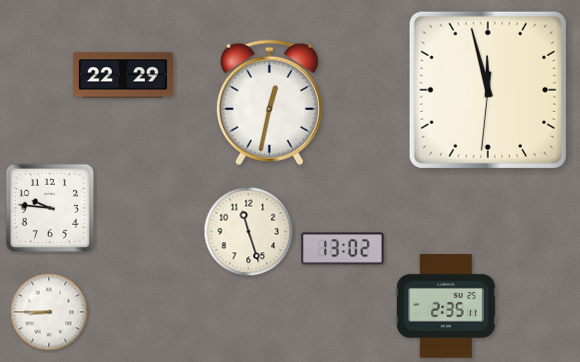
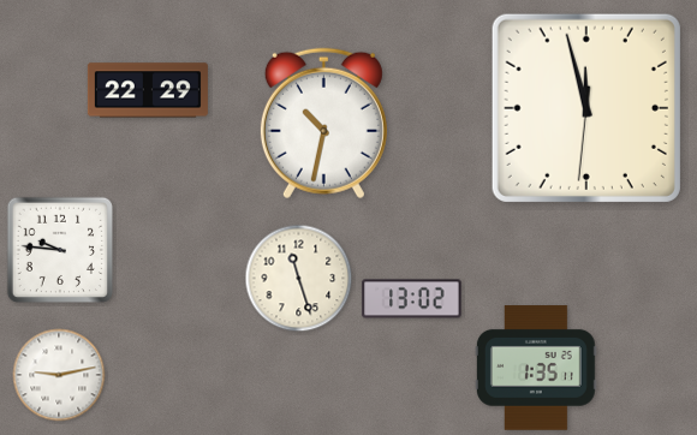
clock at (269, 103): 12:32 -> 10:32
clock at (446, 306): 2:35 -> 1:35
clock at (49, 312): 8:45 -> 9:13
